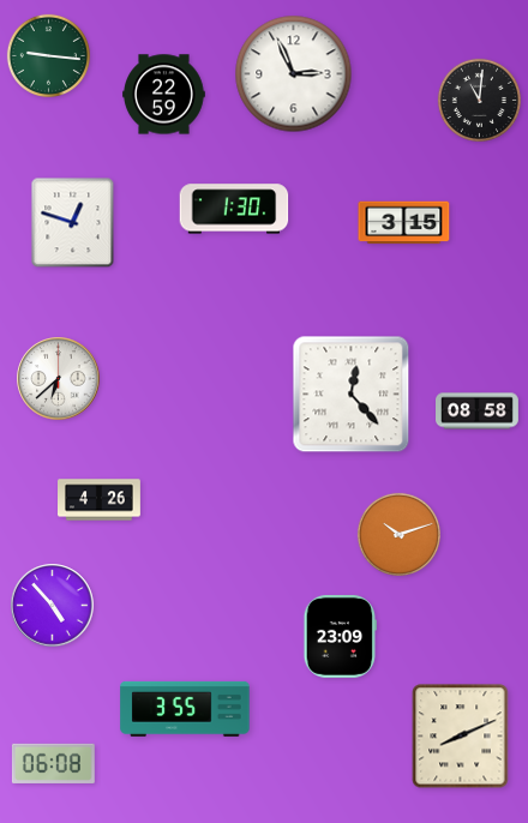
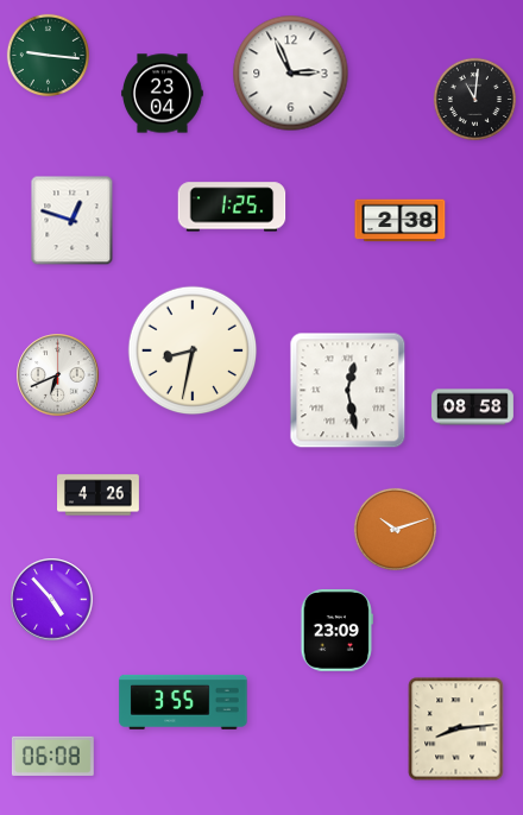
clock at (164, 95): 22:59 -> 23:04
clock at (234, 209): 1:30 -> 1:25
clock at (404, 223): 3:15 -> 2:38
clock at (193, 350): none -> 8:32
clock at (59, 379): 6:38 -> 6:41
clock at (352, 395): 12:23 -> 12:28
clock at (461, 737): 8:11 -> 8:14
